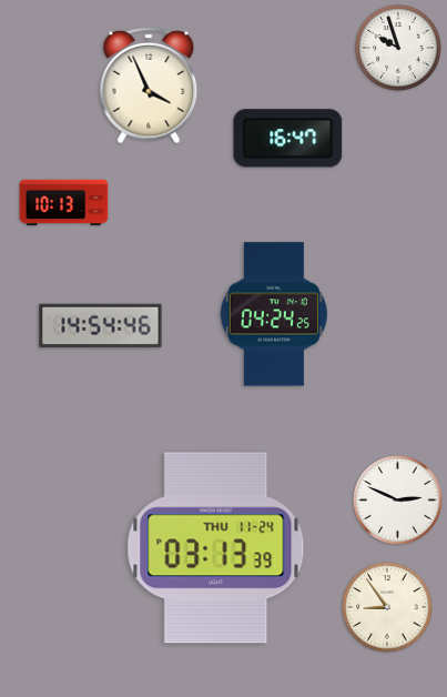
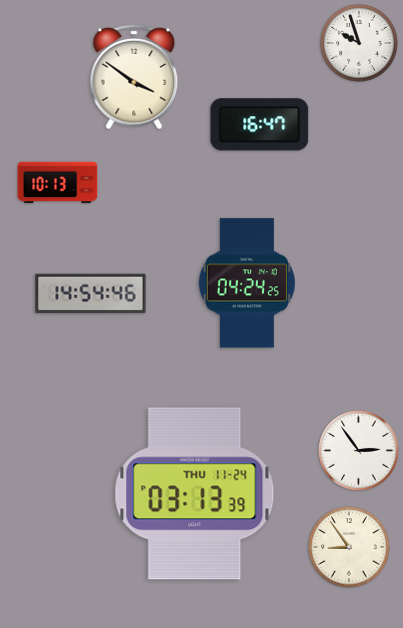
clock at (149, 85): 3:56 -> 3:51
clock at (398, 501): 2:49 -> 2:54
